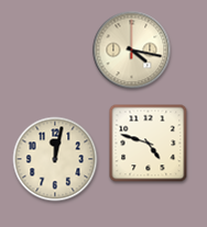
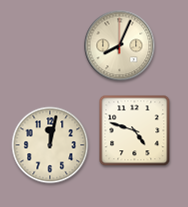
clock at (132, 50): 4:17 -> 8:04
